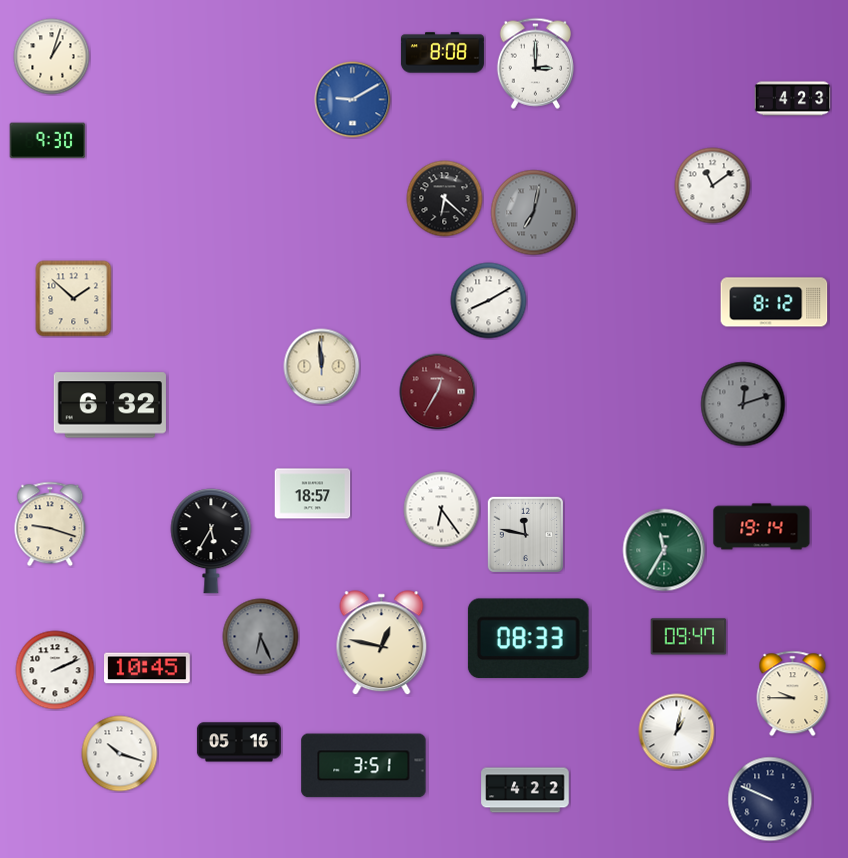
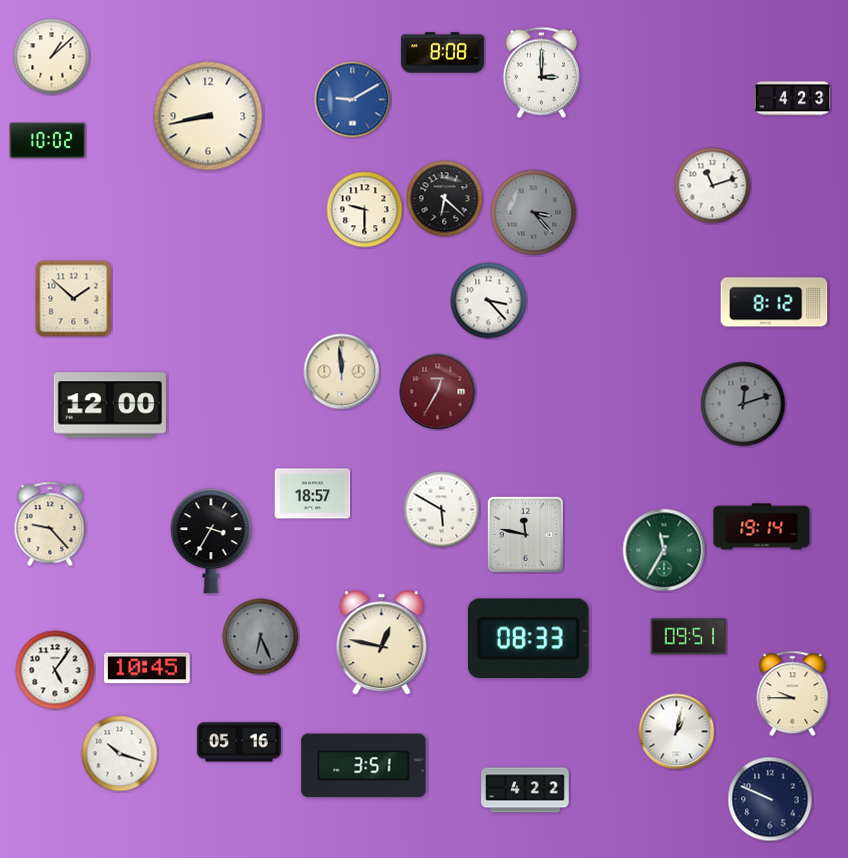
clock at (52, 57): 1:03 -> 1:08
clock at (535, 63) position: (535, 63) -> (541, 72)
clock at (208, 116): none -> 8:43
clock at (48, 141): 9:30 -> 10:02
clock at (713, 186): 11:09 -> 11:12
clock at (365, 210): none -> 9:30
clock at (534, 213): 7:02 -> 3:23
clock at (489, 301): 8:10 -> 3:23
clock at (322, 367) position: (322, 367) -> (342, 372)
clock at (110, 405): 6:32 -> 12:00
clock at (442, 510): 6:24 -> 5:50
clock at (50, 524): 9:18 -> 9:23
clock at (211, 541): 5:35 -> 3:35
clock at (689, 637): 09:47 -> 09:51
clock at (55, 670): 2:11 -> 5:06
